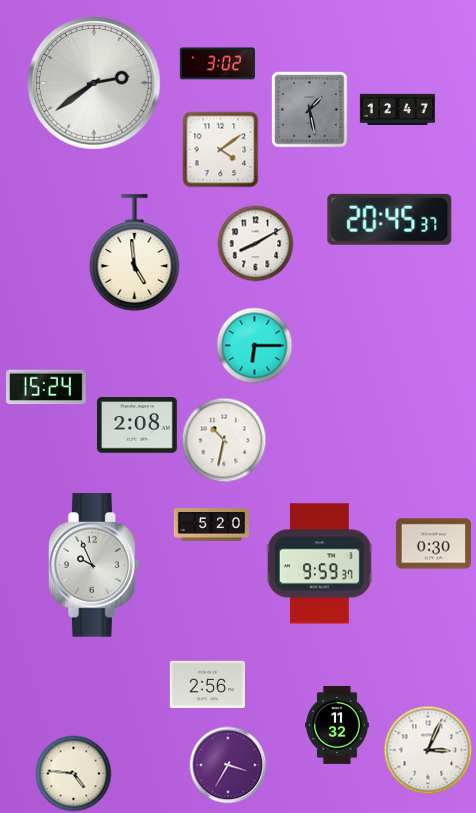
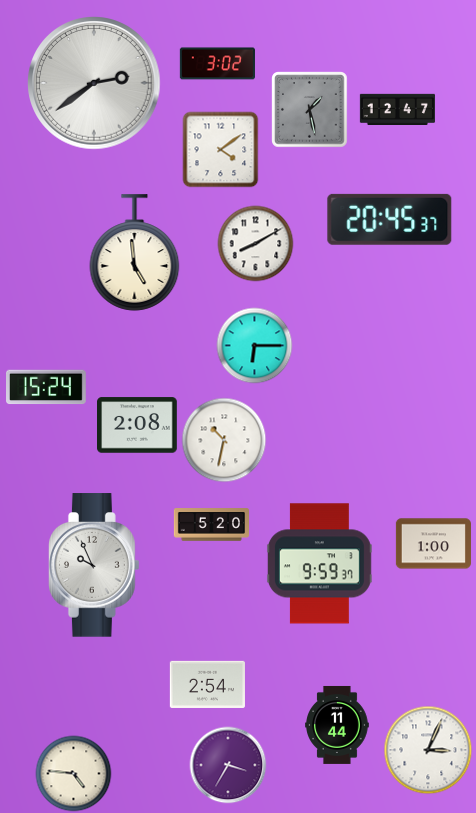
clock at (433, 544): 0:30 -> 1:00
clock at (207, 684): 2:56 -> 2:54
clock at (337, 725): 11:32 -> 11:44
